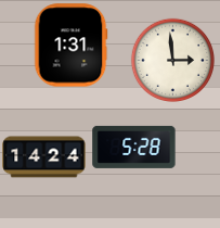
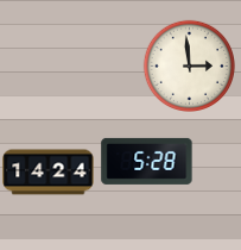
clock at (70, 46): 1:31 -> none
